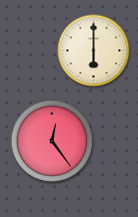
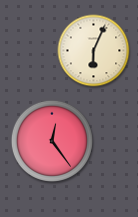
clock at (94, 51): 6:00 -> 6:04
